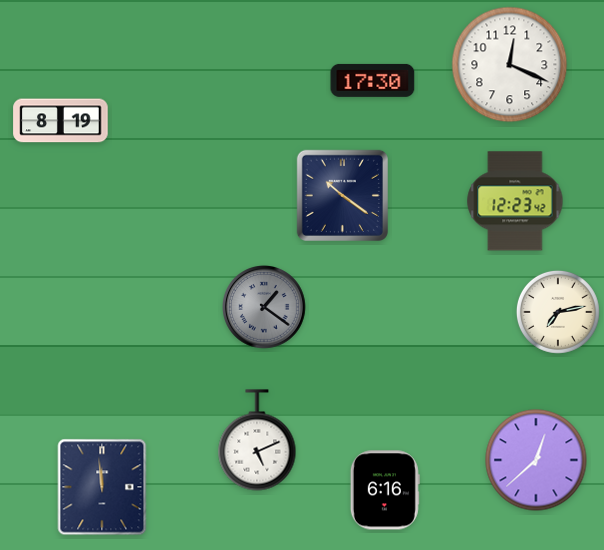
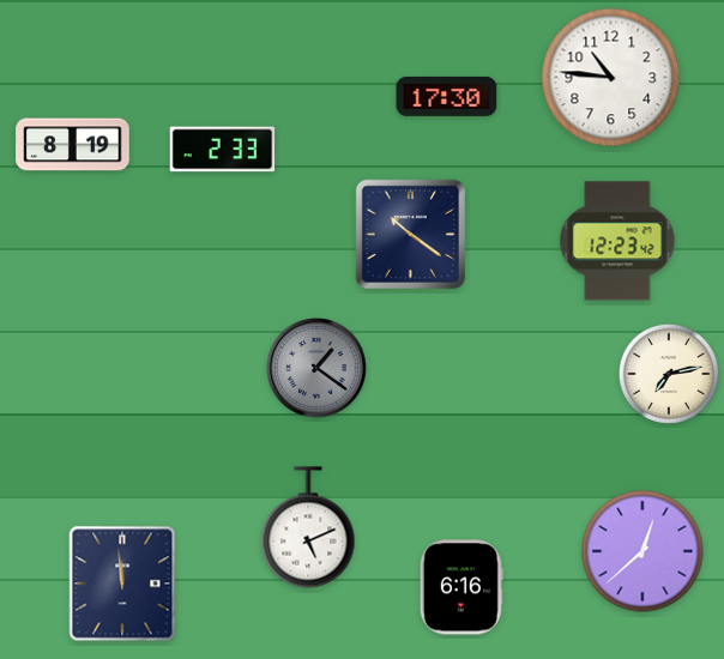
clock at (510, 65): 12:19 -> 10:46
clock at (223, 150): none -> 2:33
